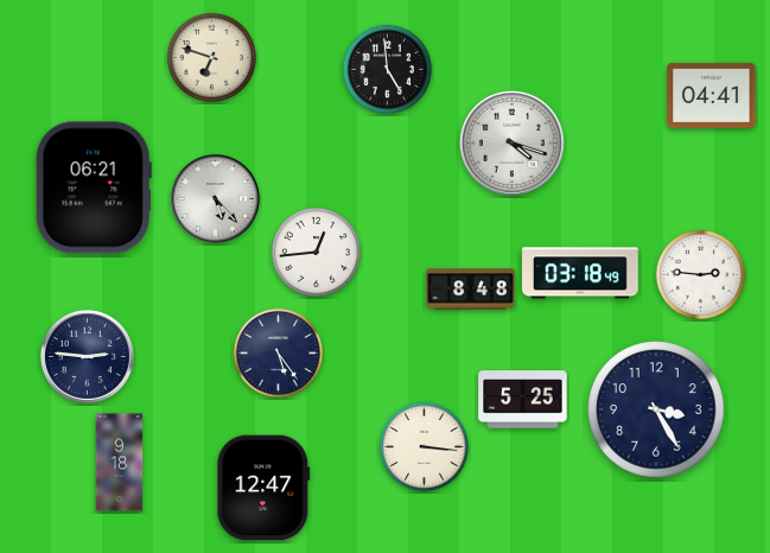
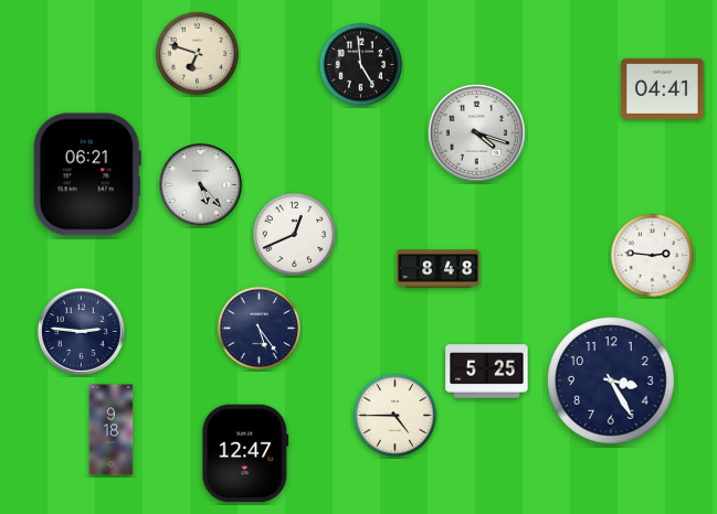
clock at (316, 252): 12:44 -> 12:41
clock at (581, 273): 03:18 -> none
clock at (424, 446): 3:16 -> 4:45
